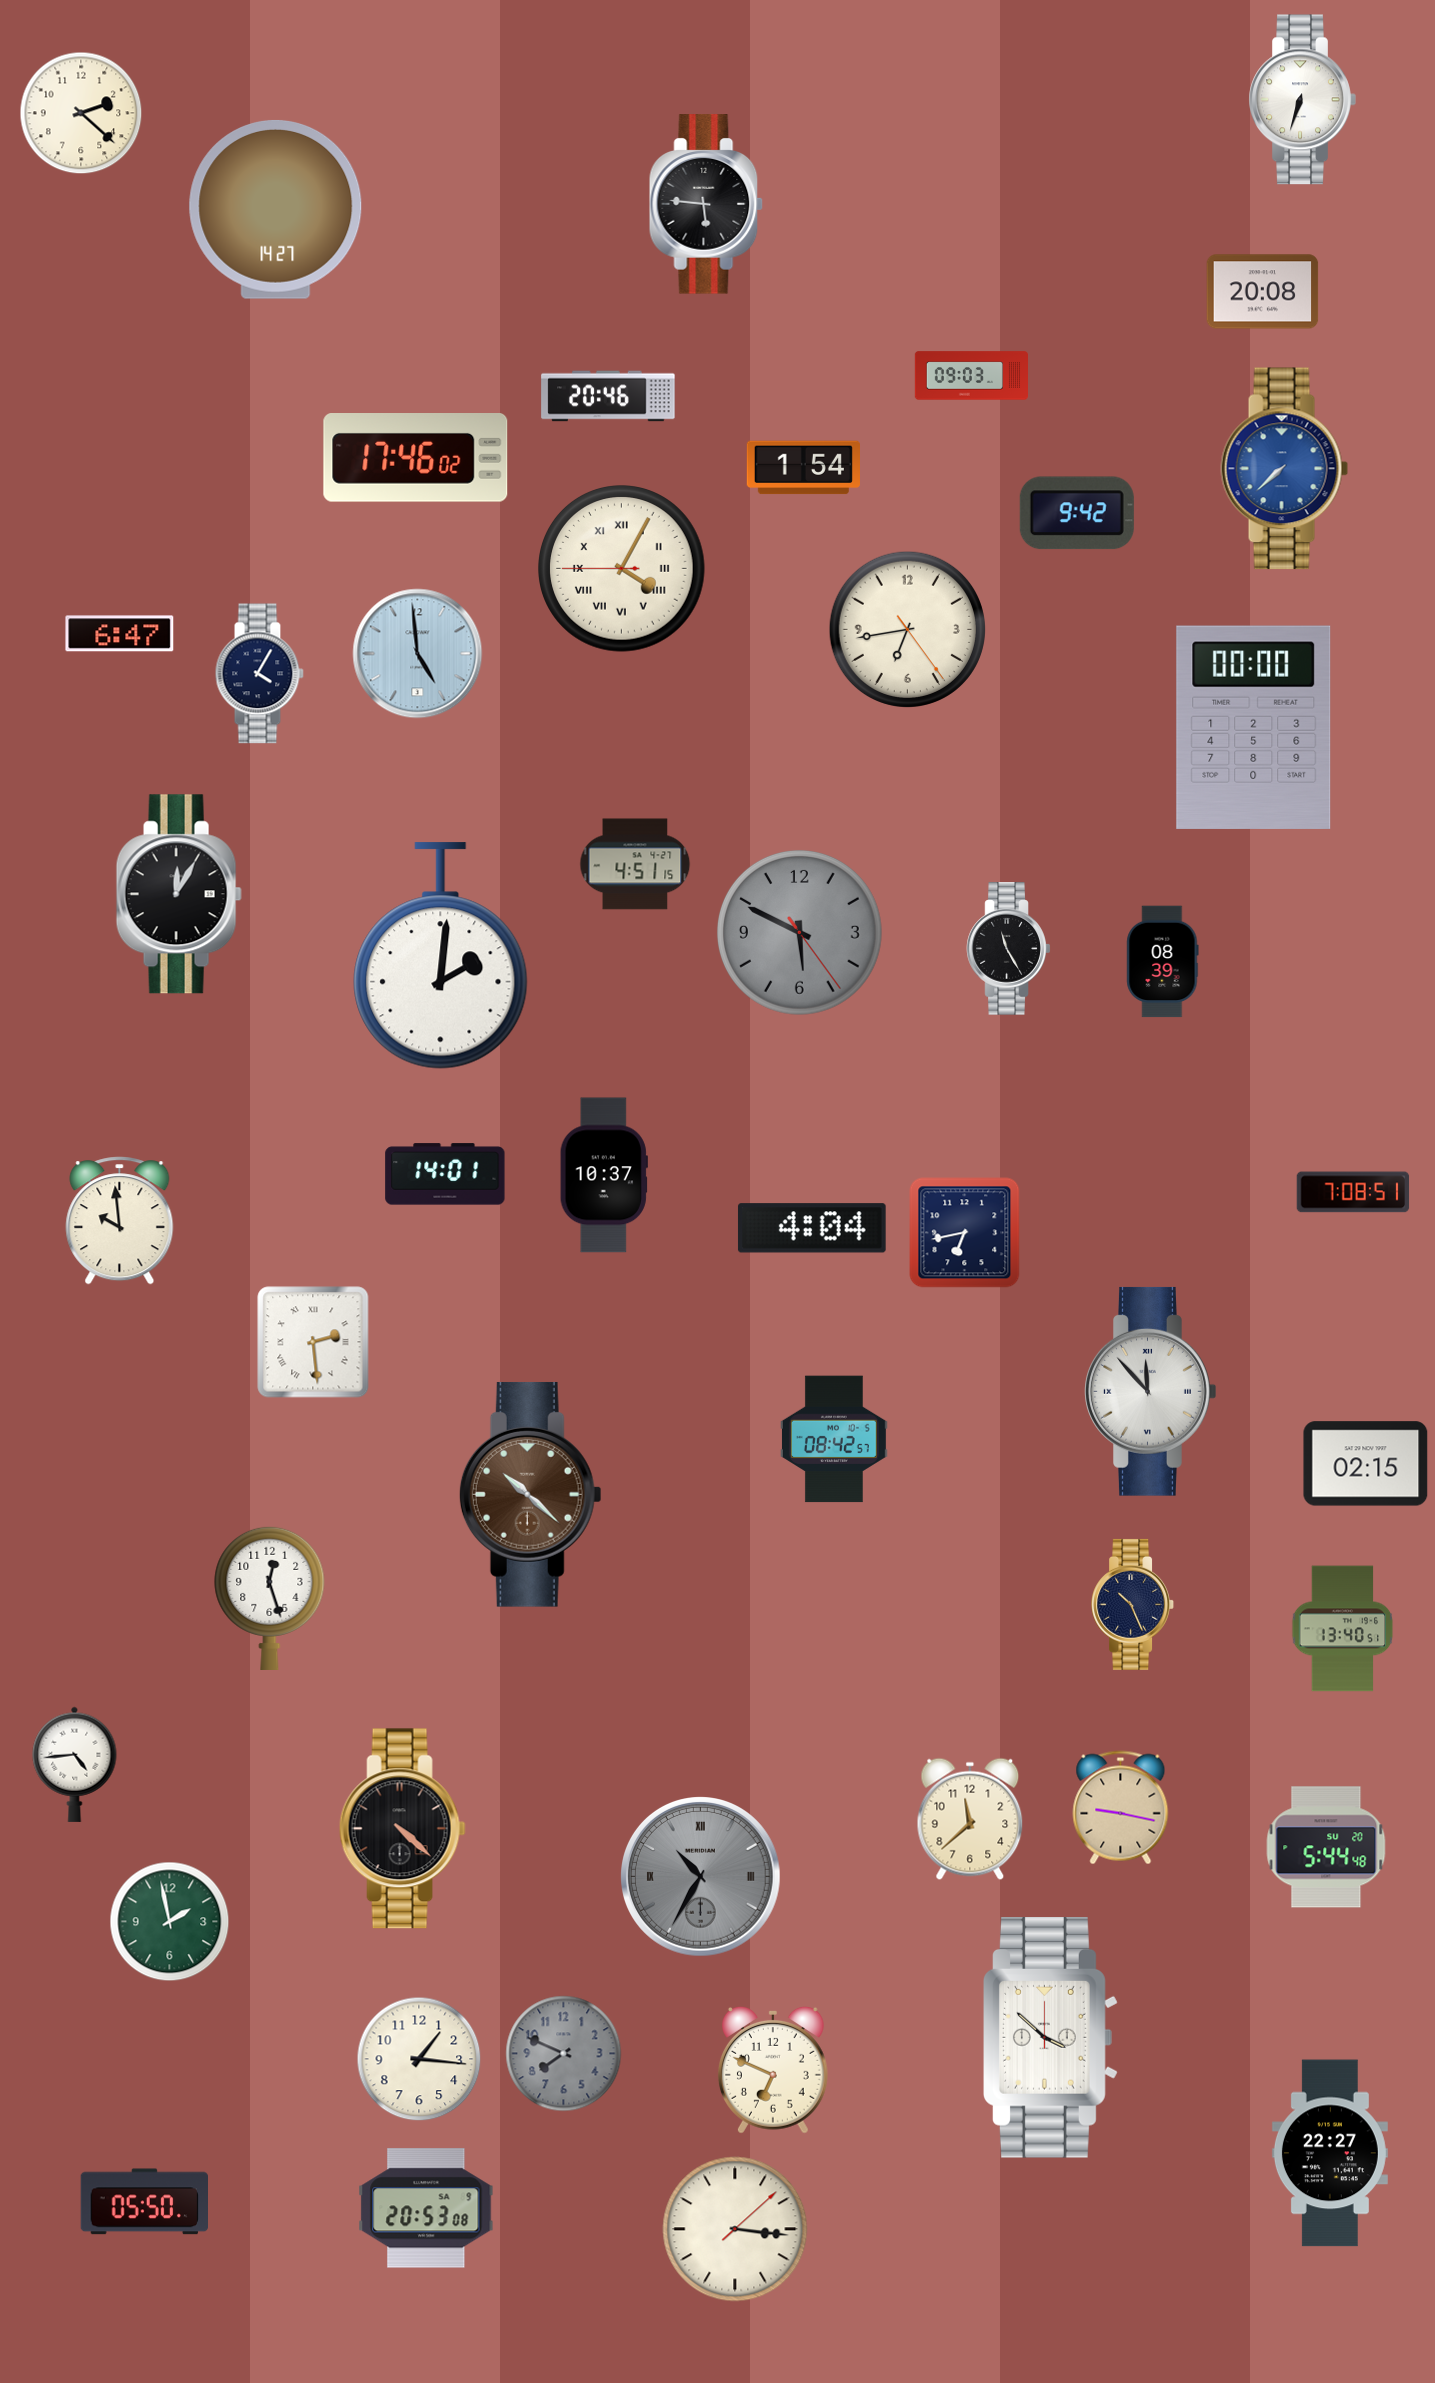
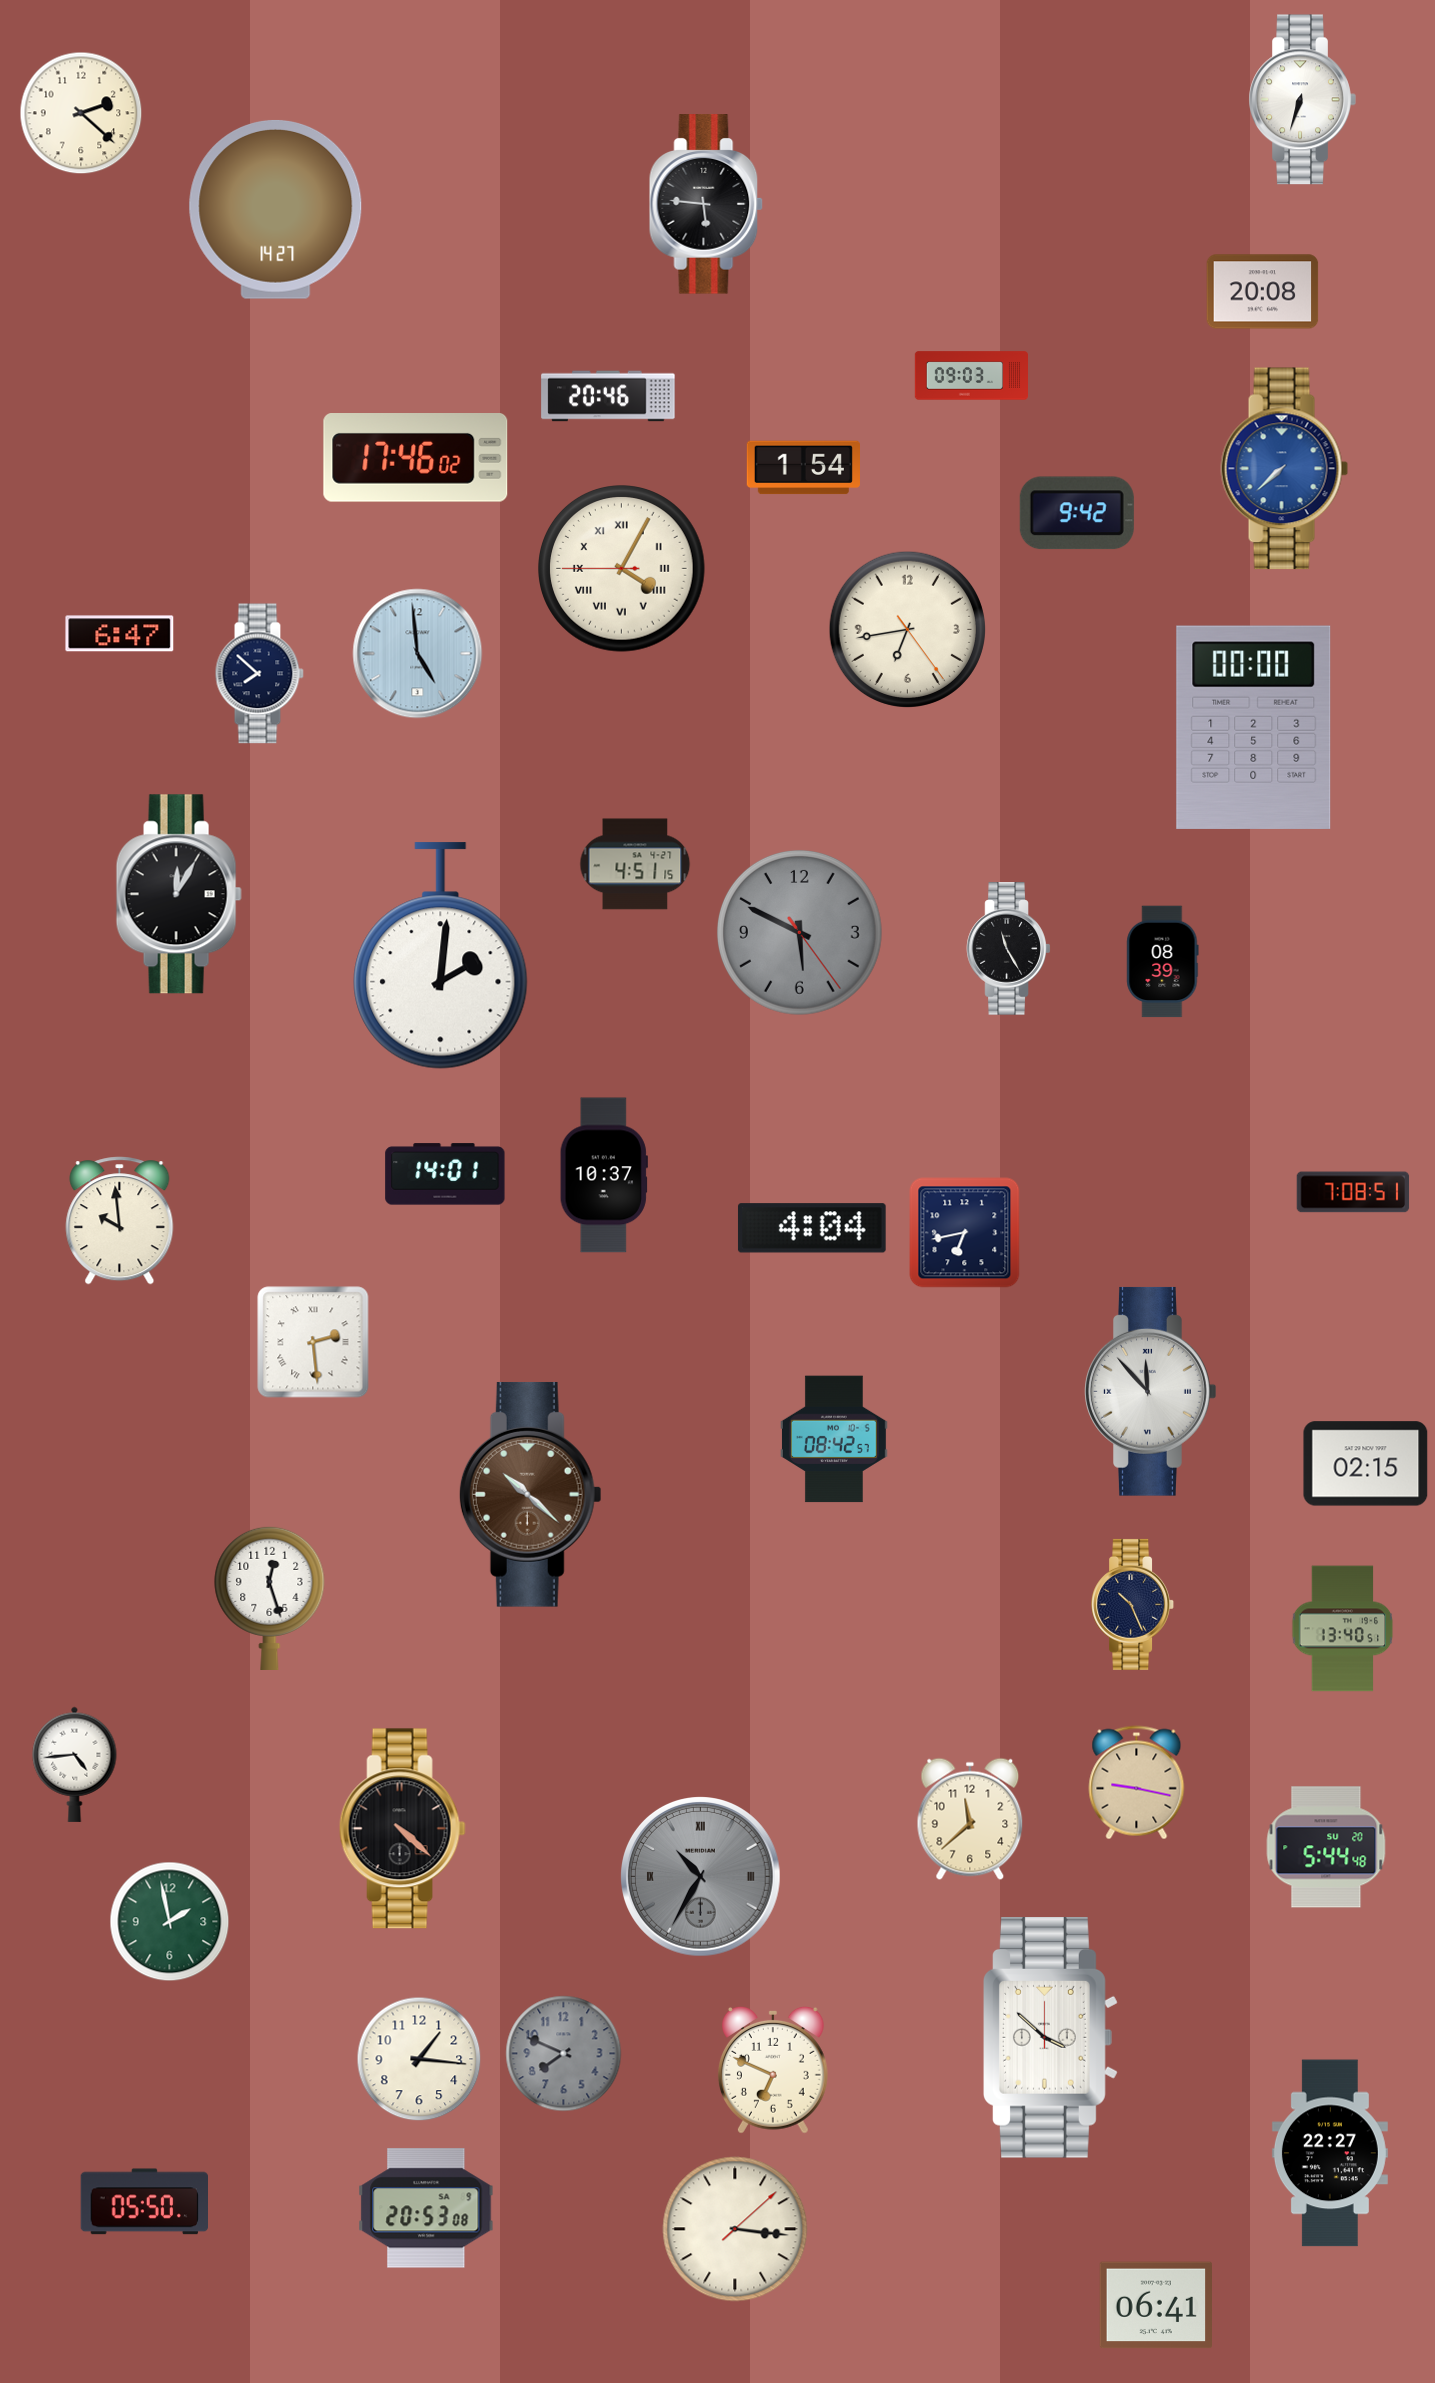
clock at (259, 674): 4:05 -> 7:52
clock at (1121, 1808) position: (1121, 1808) -> (1137, 1783)
clock at (1155, 2305): none -> 06:41
